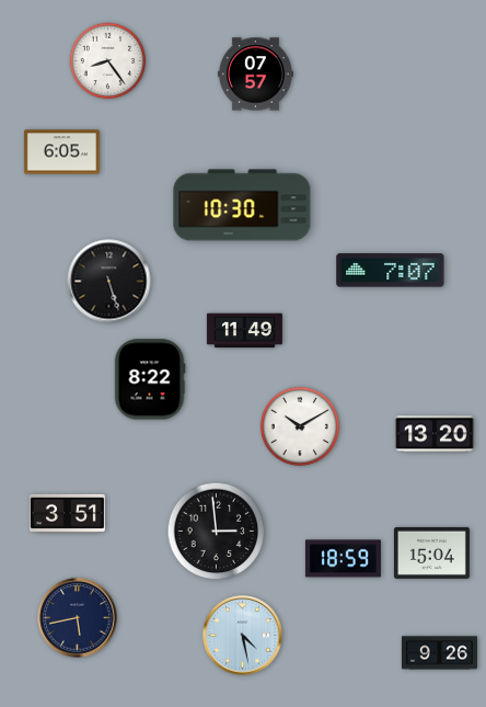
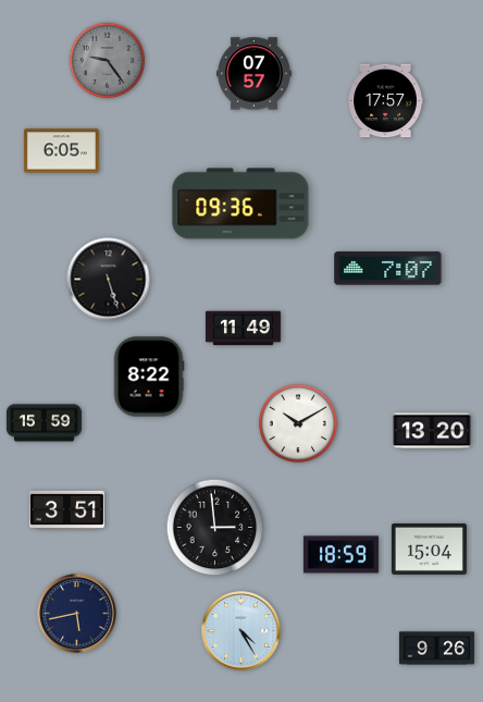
clock at (108, 61): 8:24 -> 9:24
clock at (108, 61) dial: white -> grey
clock at (385, 101): none -> 17:57
clock at (242, 205): 10:30 -> 09:36
clock at (44, 423): none -> 15:59
clock at (243, 636): 4:28 -> 4:25
